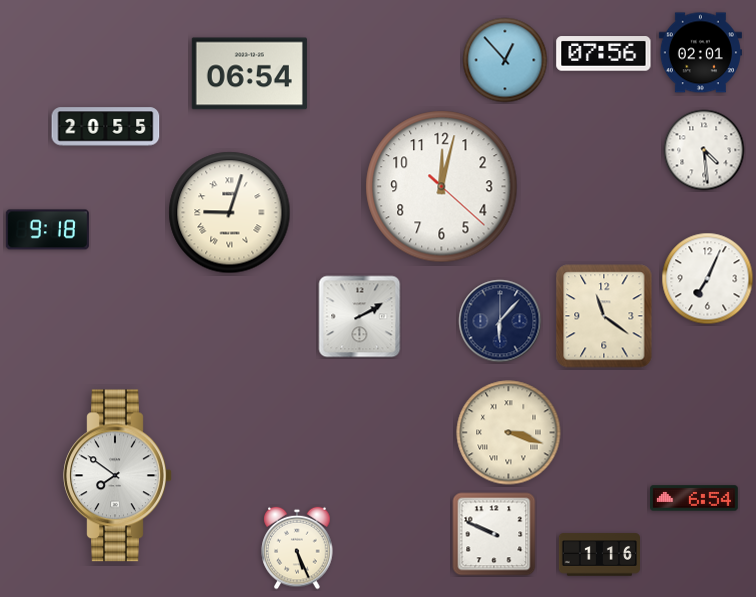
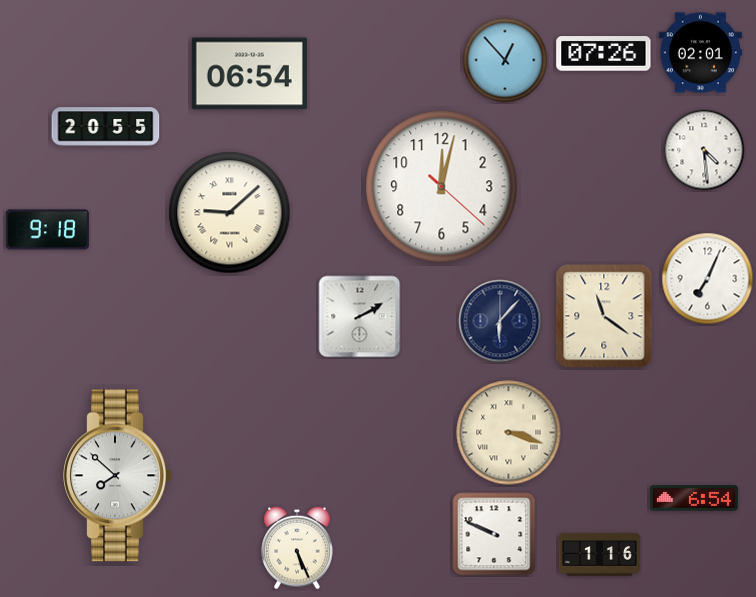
clock at (604, 54): 07:56 -> 07:26
clock at (230, 213): 9:03 -> 9:08
clock at (118, 476): 7:51 -> 7:52
